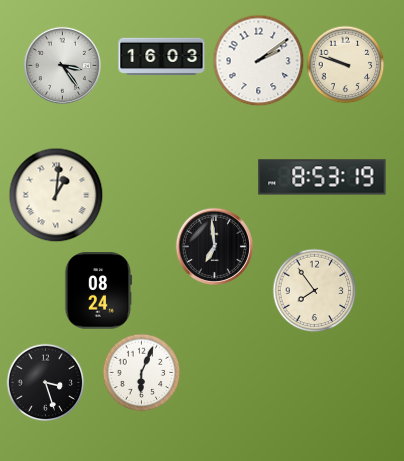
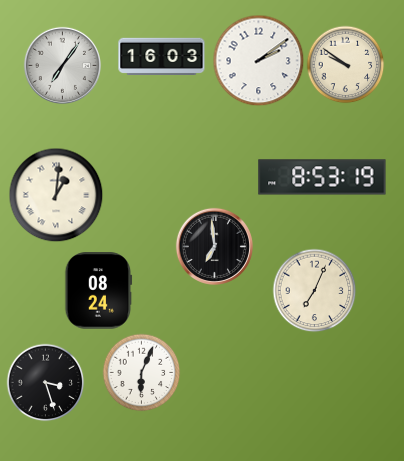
clock at (345, 64): 9:48 -> 9:51
clock at (62, 65): 3:24 -> 7:06
clock at (314, 290): 7:54 -> 7:04
